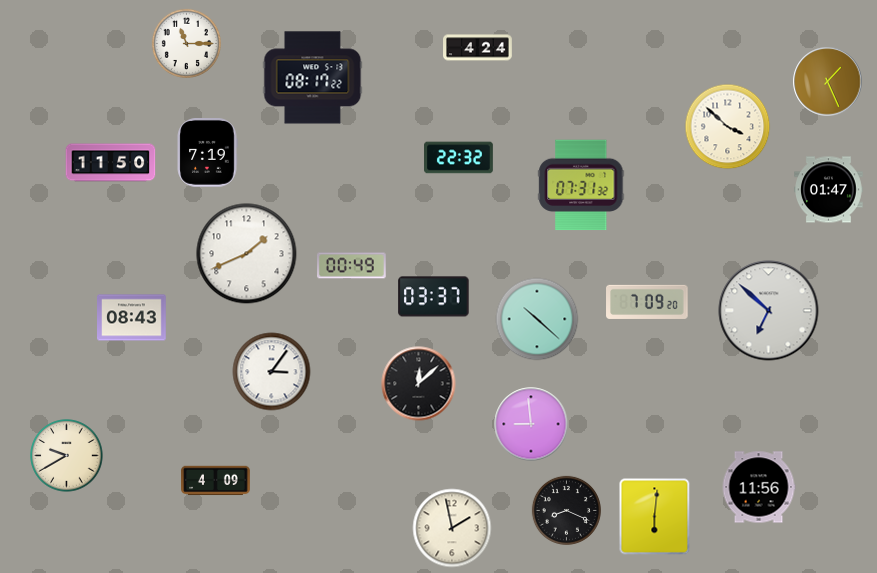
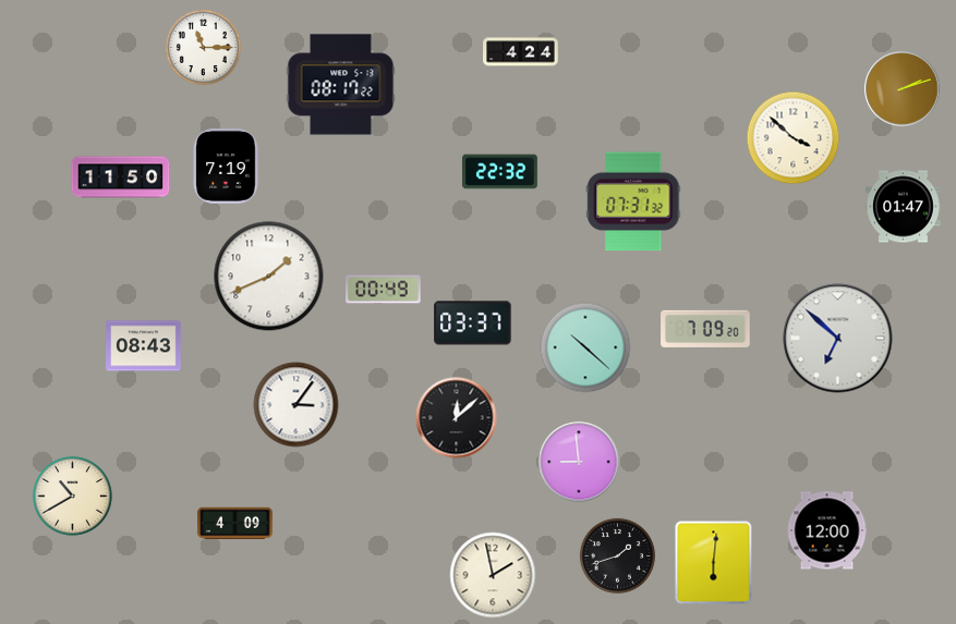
clock at (828, 82): 1:26 -> 2:12
clock at (67, 456): 9:40 -> 10:40
clock at (759, 487): 11:56 -> 12:00
clock at (566, 510): 8:19 -> 1:42
